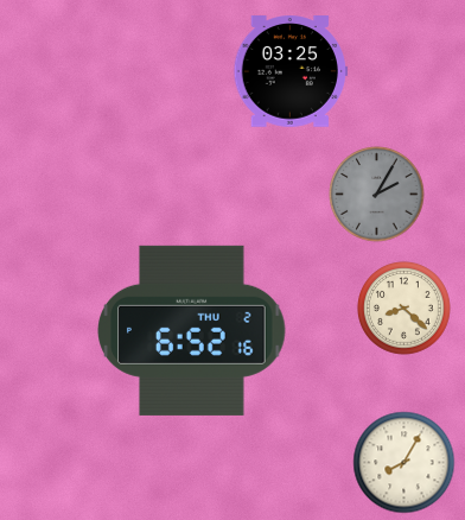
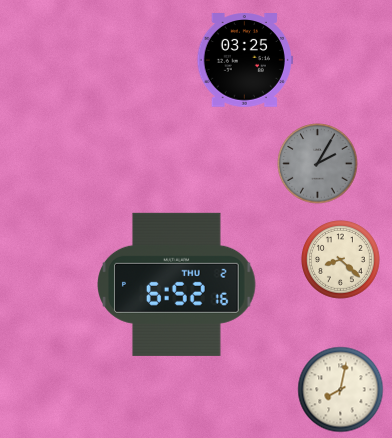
clock at (192, 330) position: (192, 330) -> (177, 284)
clock at (405, 463): 8:05 -> 8:02
